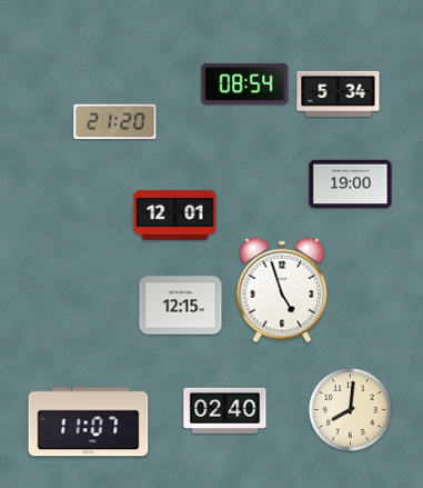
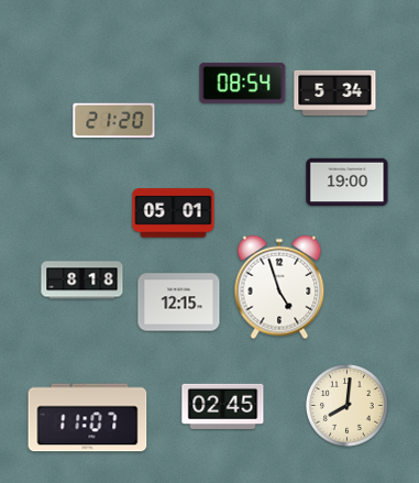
clock at (175, 216): 12:01 -> 05:01
clock at (82, 281): none -> 8:18
clock at (225, 410): 02:40 -> 02:45
